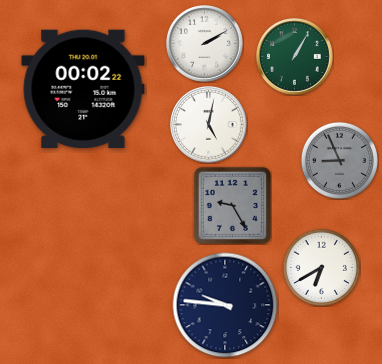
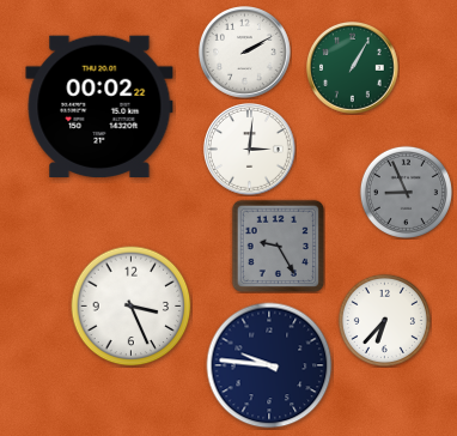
clock at (209, 125): 5:02 -> 3:01
clock at (132, 307): none -> 3:26
clock at (321, 267): 6:40 -> 6:37
